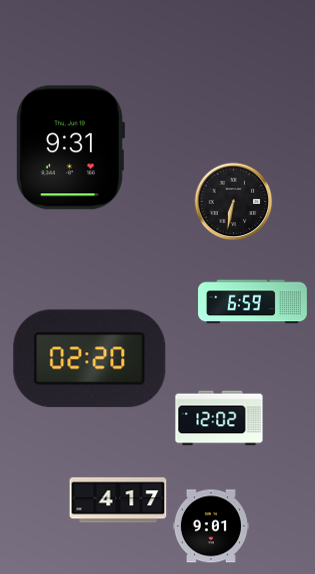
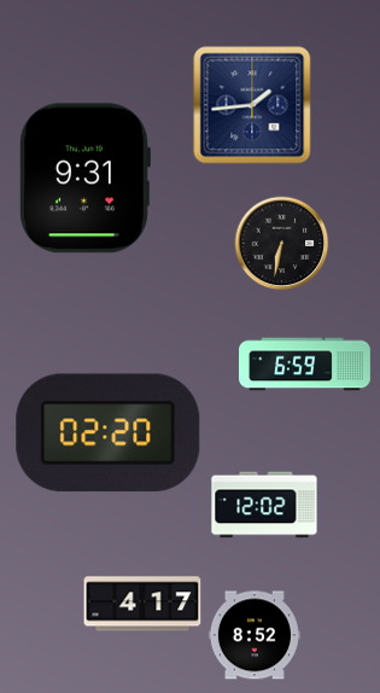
clock at (252, 105): none -> 1:44
clock at (211, 526): 9:01 -> 8:52
